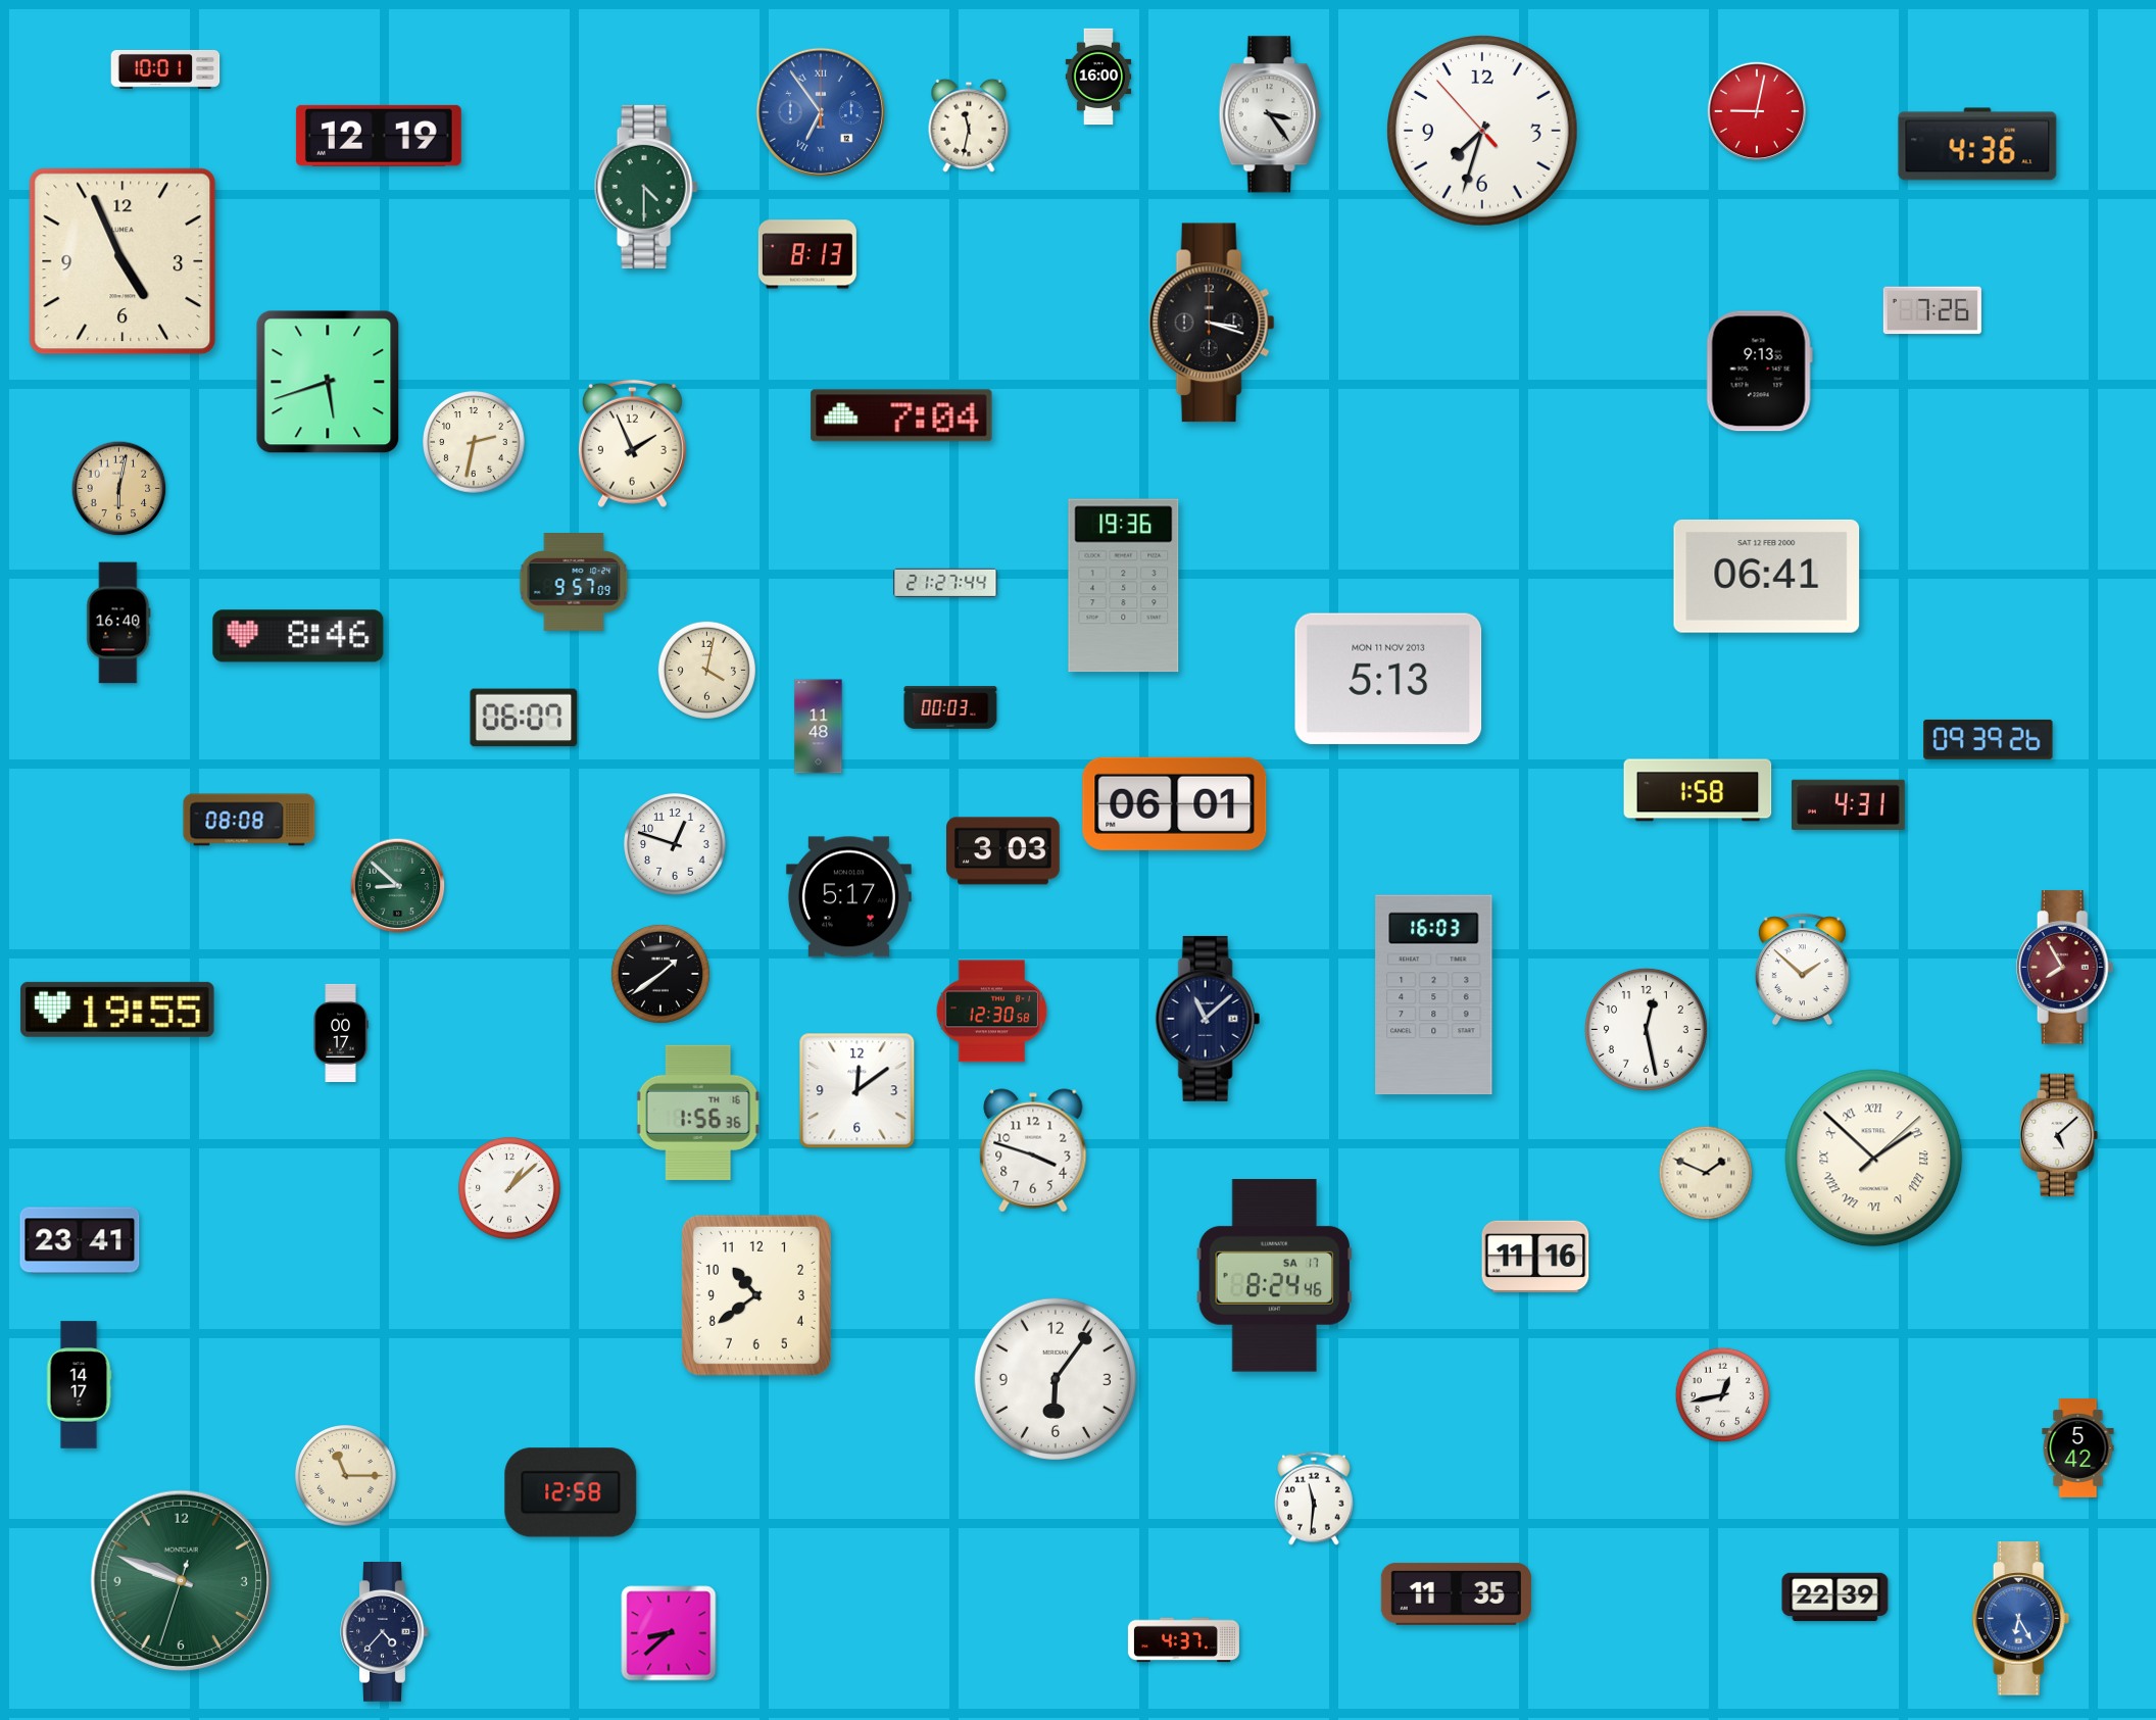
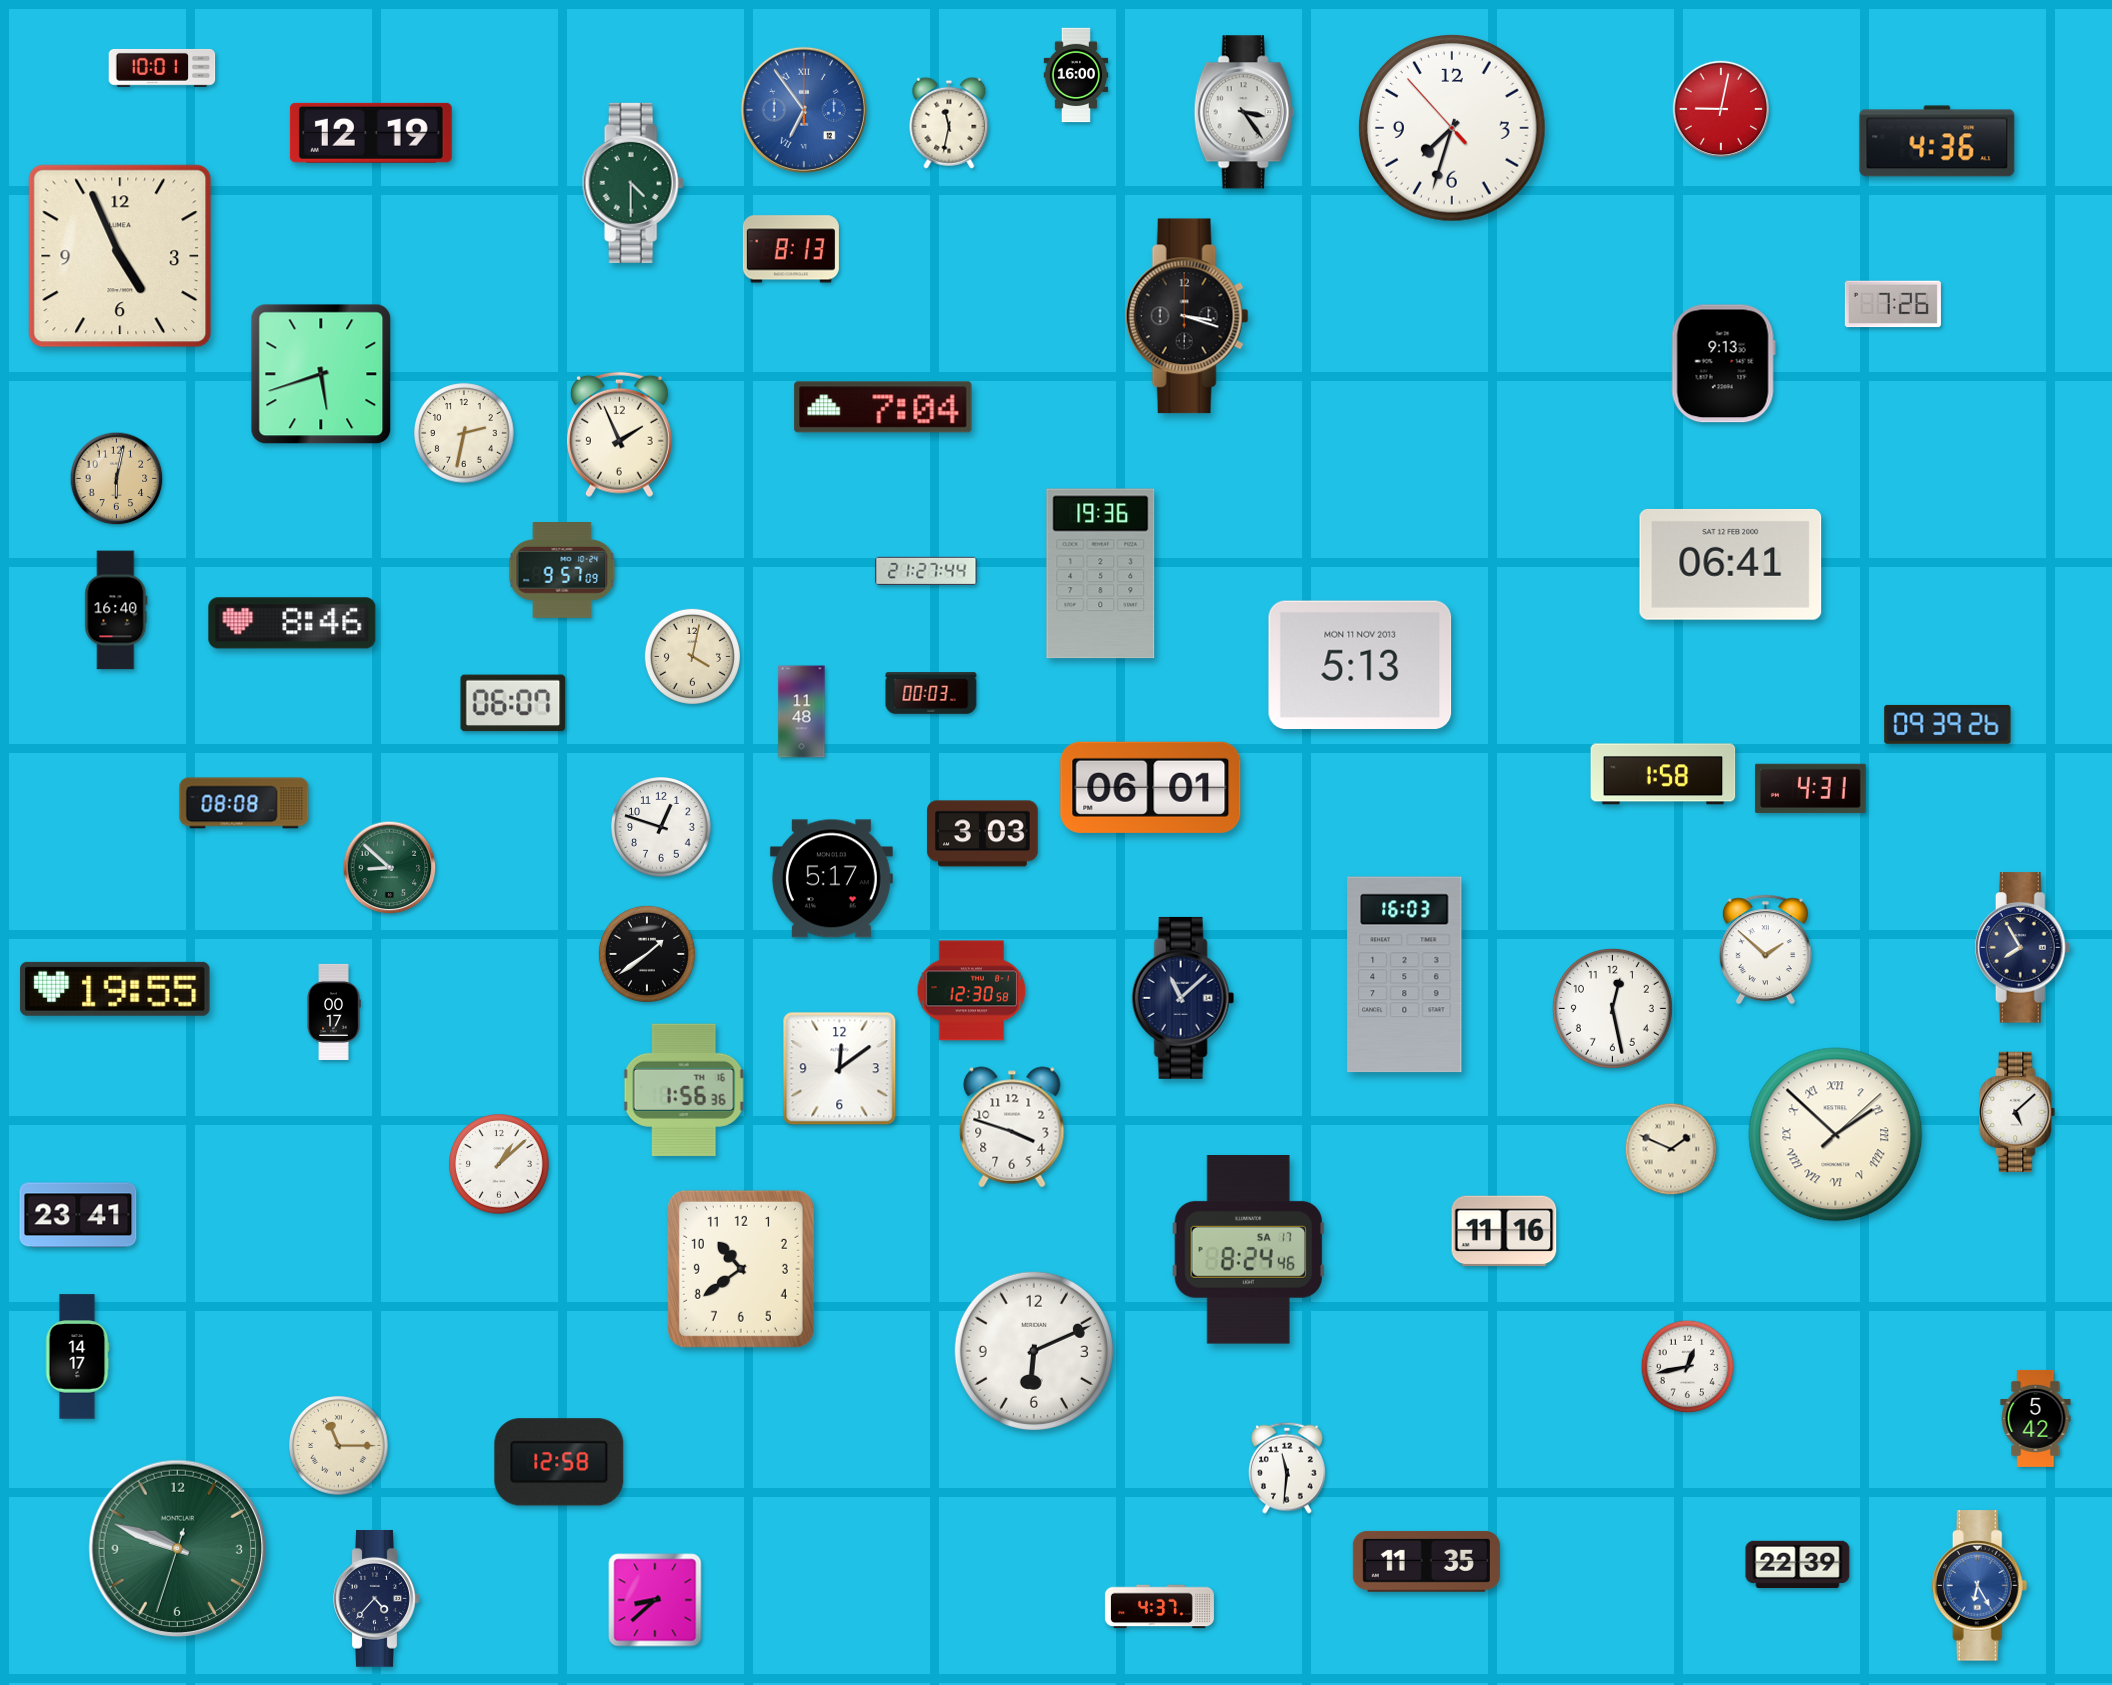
clock at (2065, 968) dial: burgundy -> navy
clock at (1056, 1379): 6:06 -> 6:11
